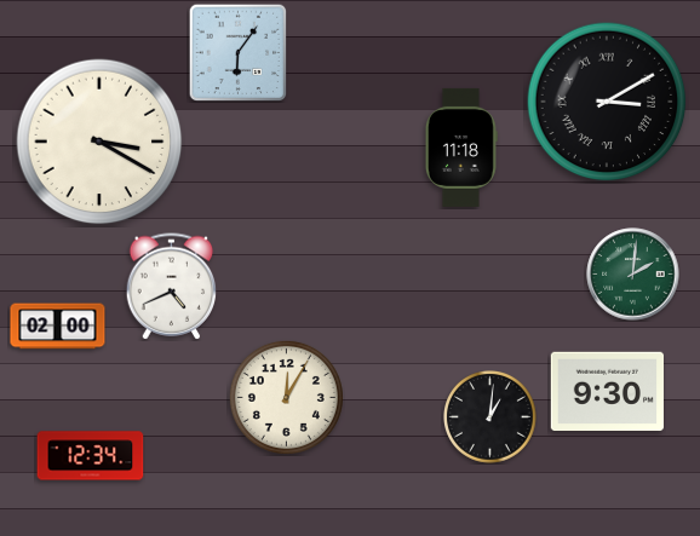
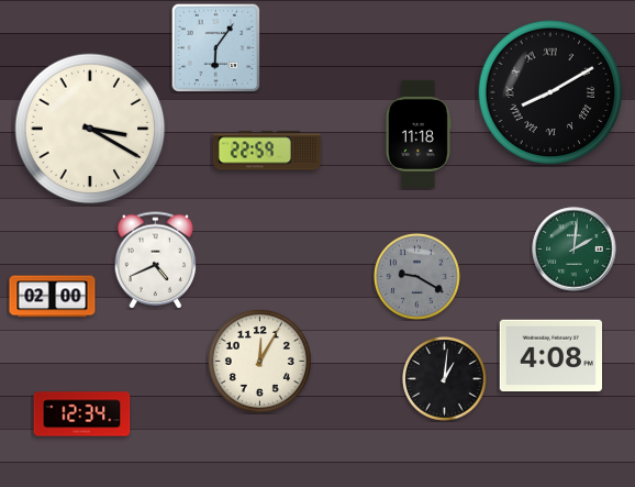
clock at (607, 102): 3:10 -> 8:10
clock at (267, 151): none -> 22:59
clock at (417, 277): none -> 9:20
clock at (607, 392): 9:30 -> 4:08
